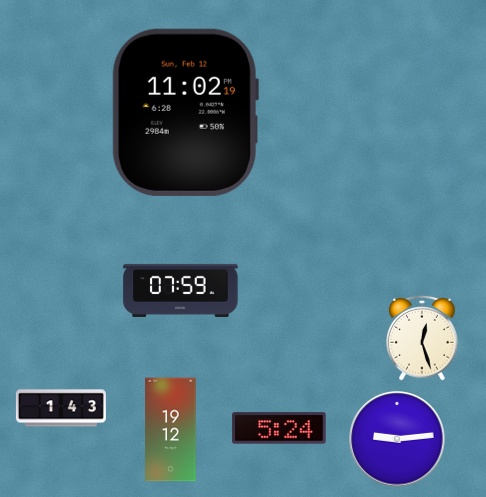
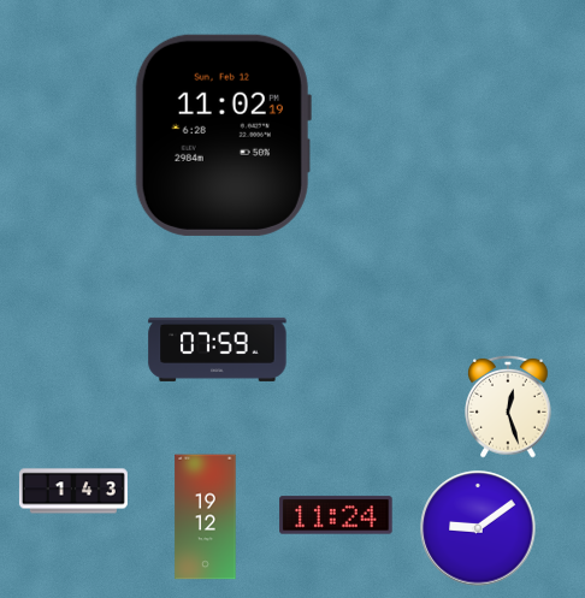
clock at (279, 428): 5:24 -> 11:24
clock at (397, 439): 9:14 -> 9:09
